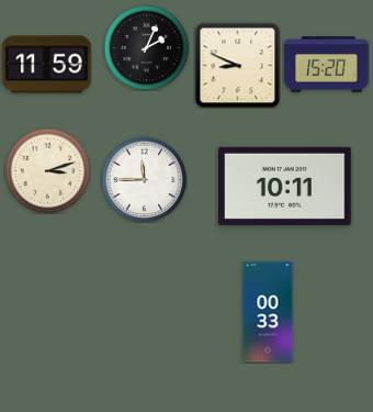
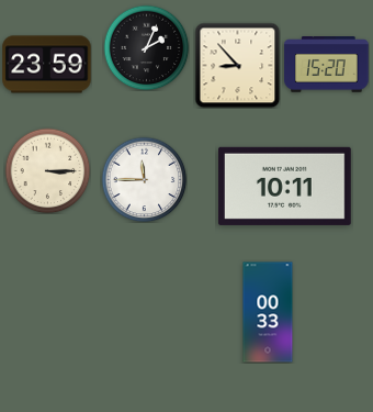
clock at (47, 65): 11:59 -> 23:59
clock at (237, 65): 8:49 -> 8:53
clock at (47, 170): 3:12 -> 3:15
